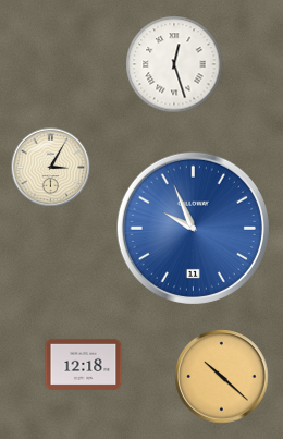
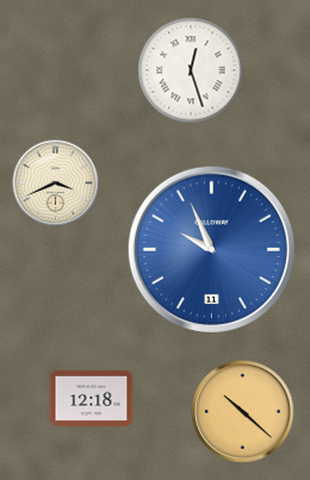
clock at (51, 168): 3:05 -> 3:41
